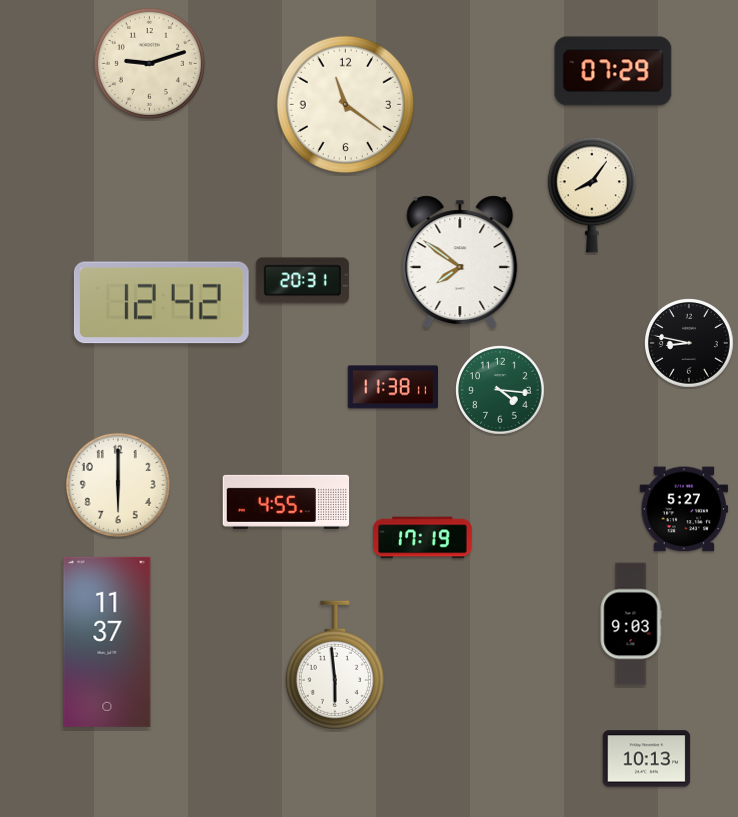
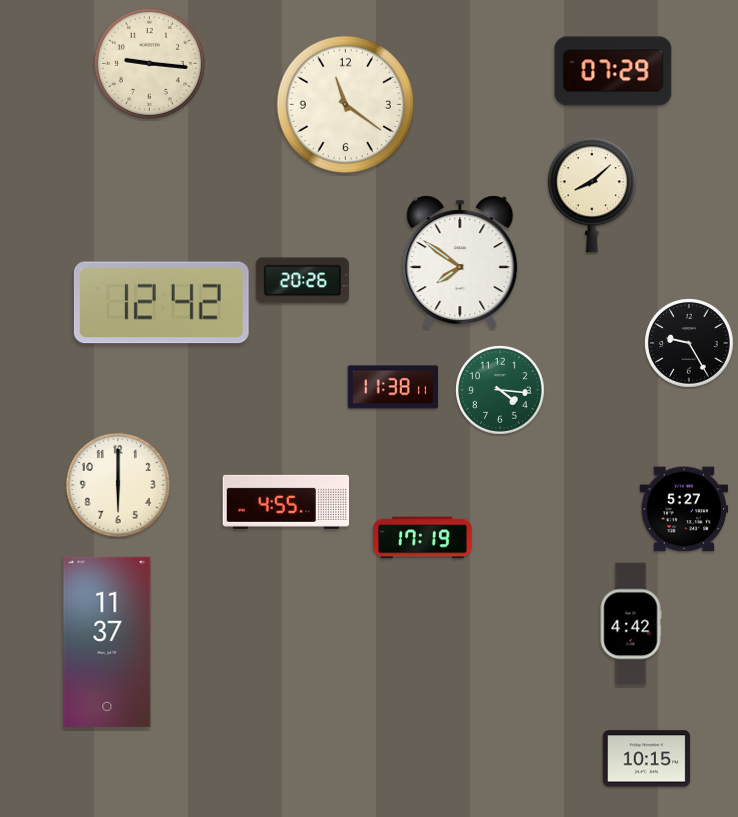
clock at (149, 63): 9:12 -> 9:16
clock at (592, 195): 8:06 -> 8:08
clock at (302, 281): 20:31 -> 20:26
clock at (690, 344): 8:47 -> 9:25
clock at (631, 624): 9:03 -> 4:42
clock at (335, 665): 5:59 -> none
clock at (647, 759): 10:13 -> 10:15
